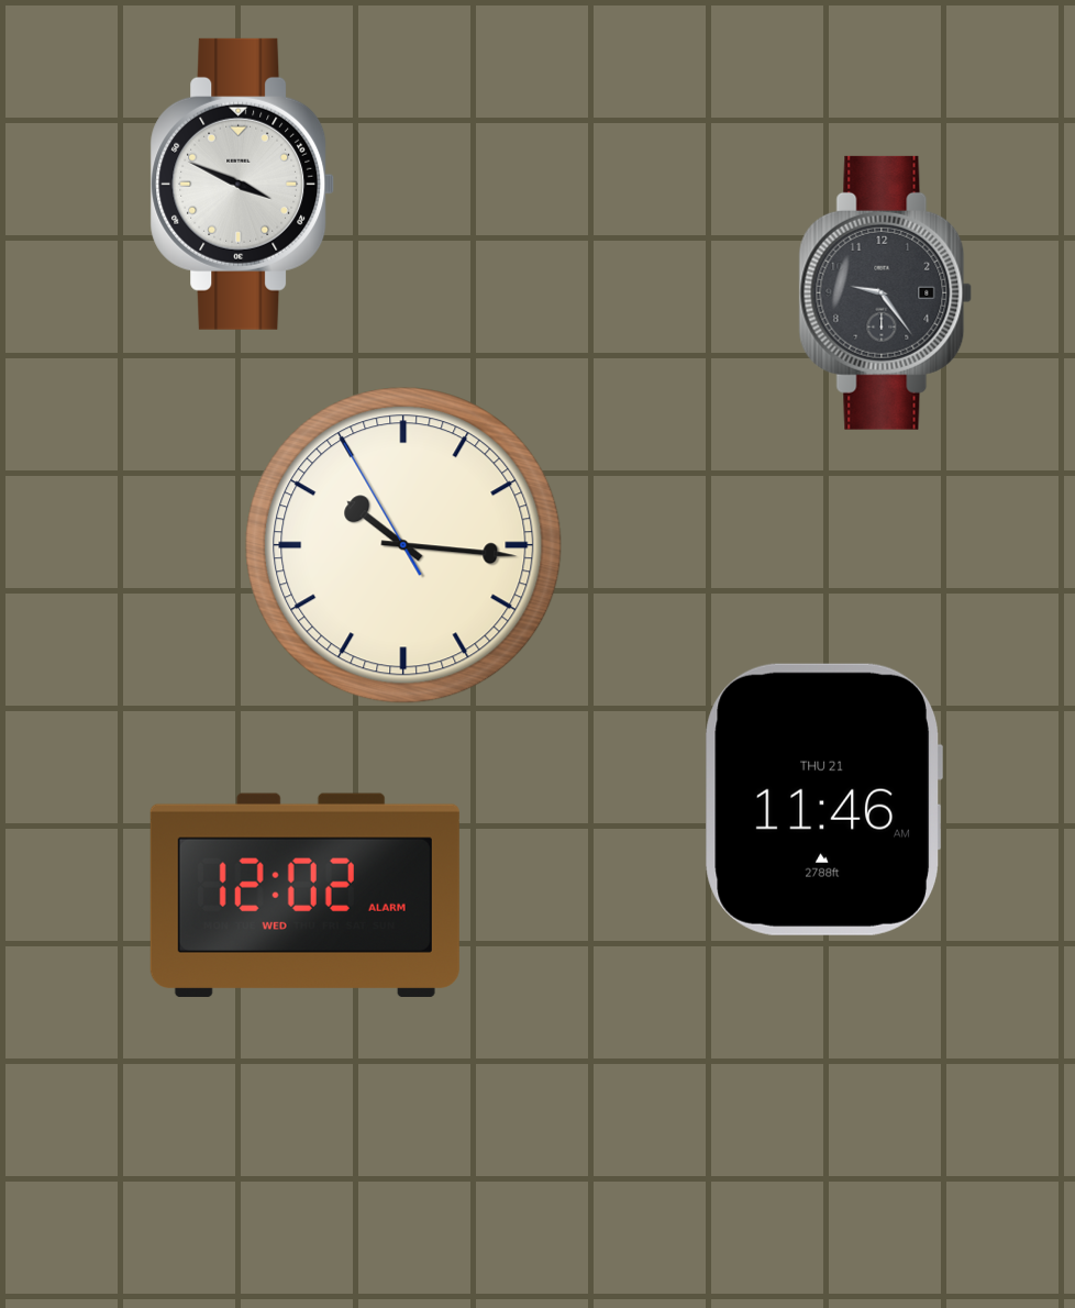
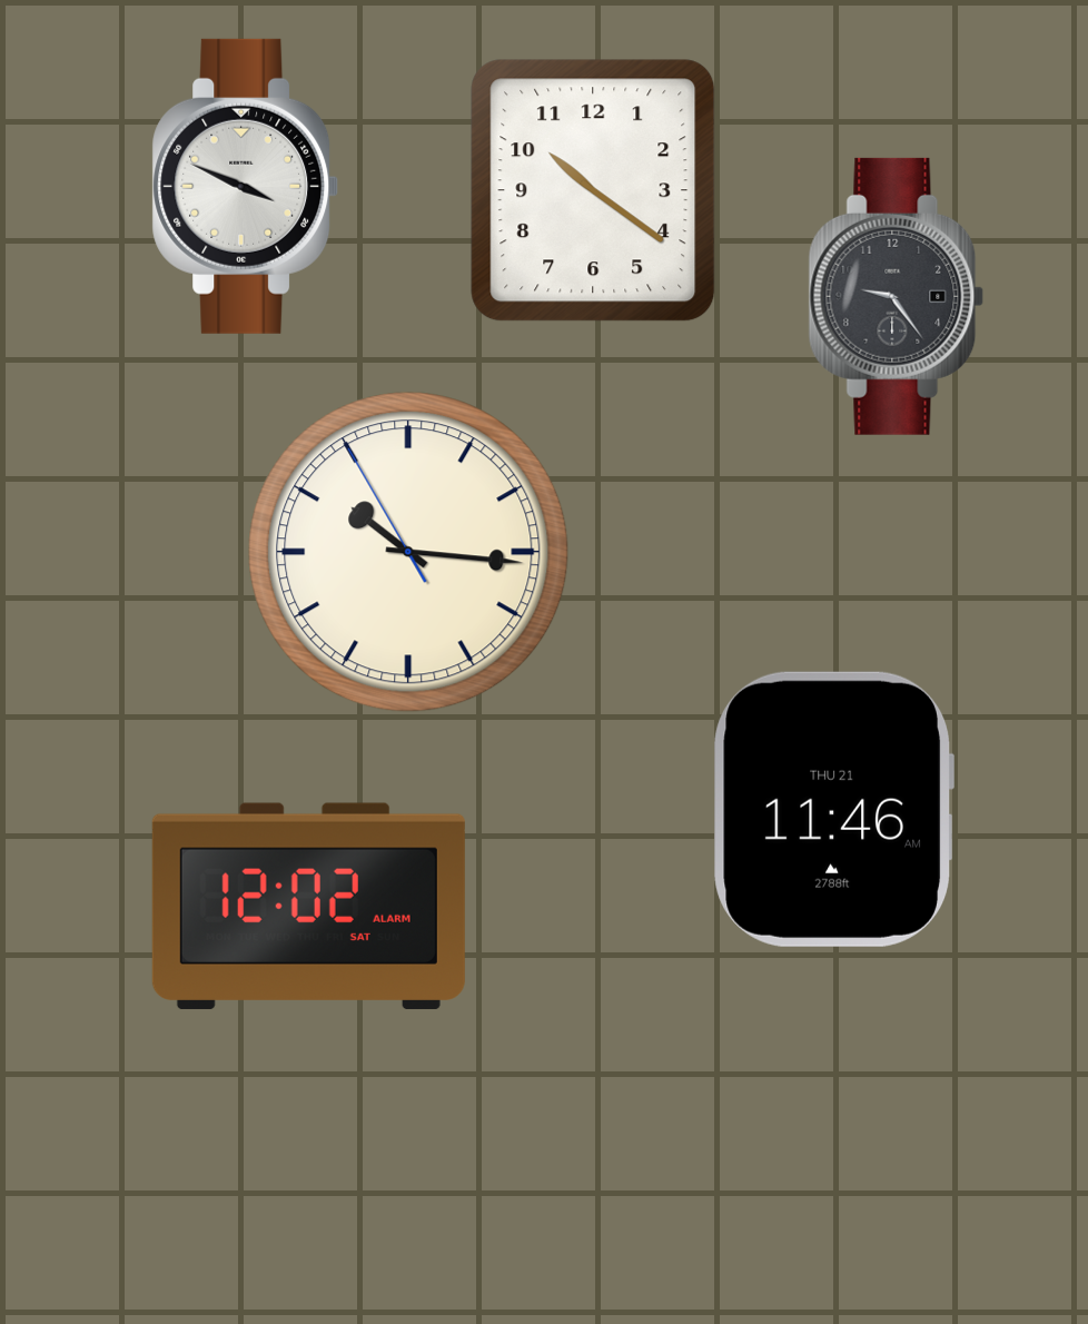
clock at (593, 190): none -> 10:21
clock at (304, 895) date: WED -> SAT
